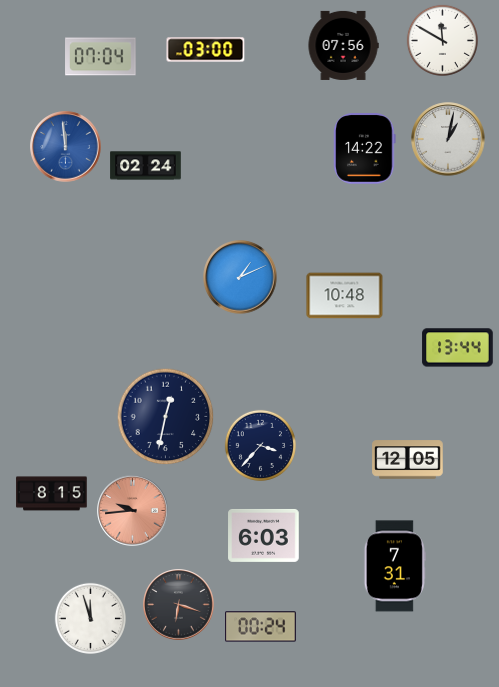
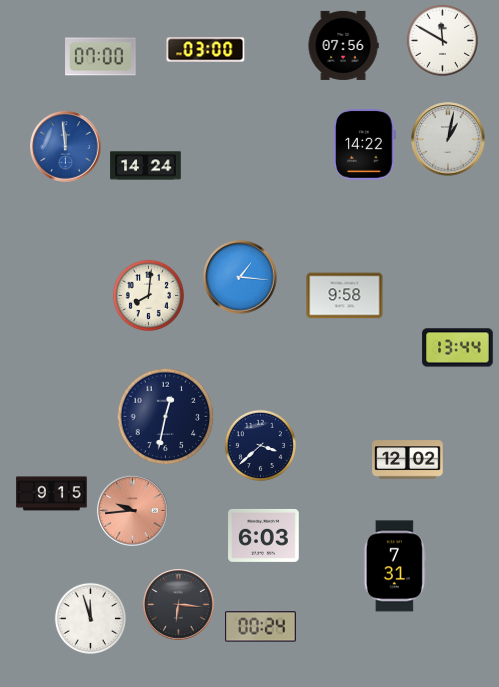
clock at (101, 57): 07:04 -> 07:00
clock at (365, 149) position: (365, 149) -> (365, 145)
clock at (146, 166): 02:24 -> 14:24
clock at (240, 277): 1:11 -> 1:16
clock at (148, 295): none -> 8:01
clock at (345, 296): 10:48 -> 9:58
clock at (260, 445): 3:37 -> 3:38
clock at (408, 460): 12:05 -> 12:02
clock at (52, 494): 8:15 -> 9:15
clock at (179, 605): 6:18 -> 6:16
